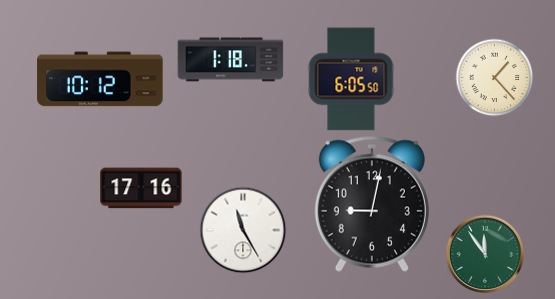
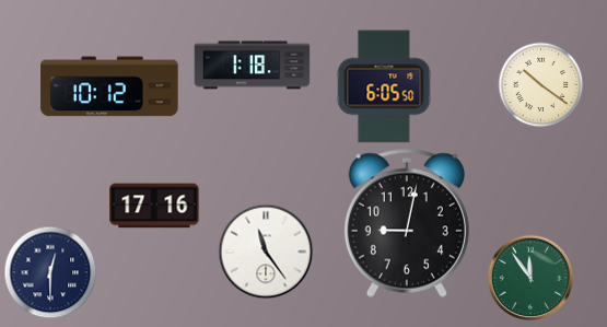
clock at (494, 77): 1:23 -> 10:21
clock at (243, 230): 11:25 -> 11:24
clock at (50, 272): none -> 12:30
